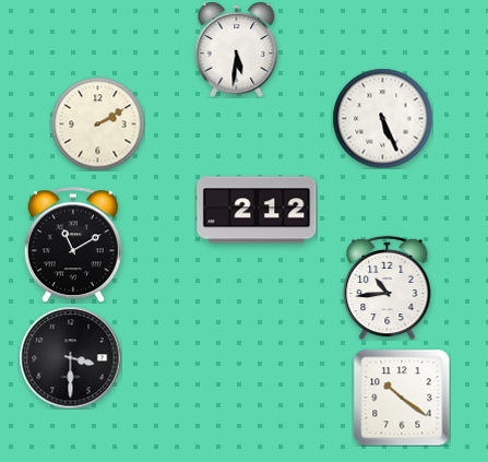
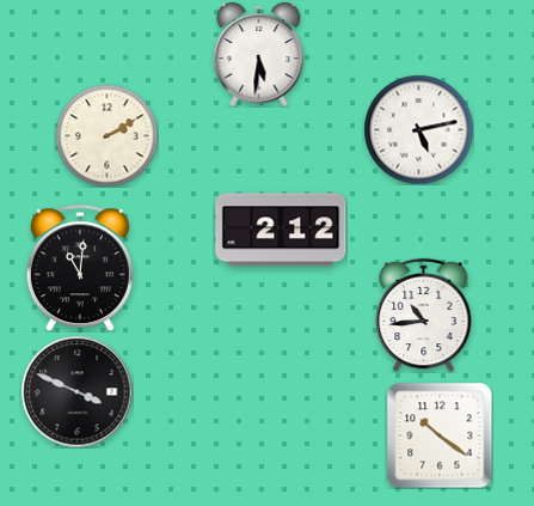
clock at (382, 118): 5:26 -> 5:13
clock at (73, 245): 11:10 -> 11:01
clock at (70, 357): 3:30 -> 3:49
